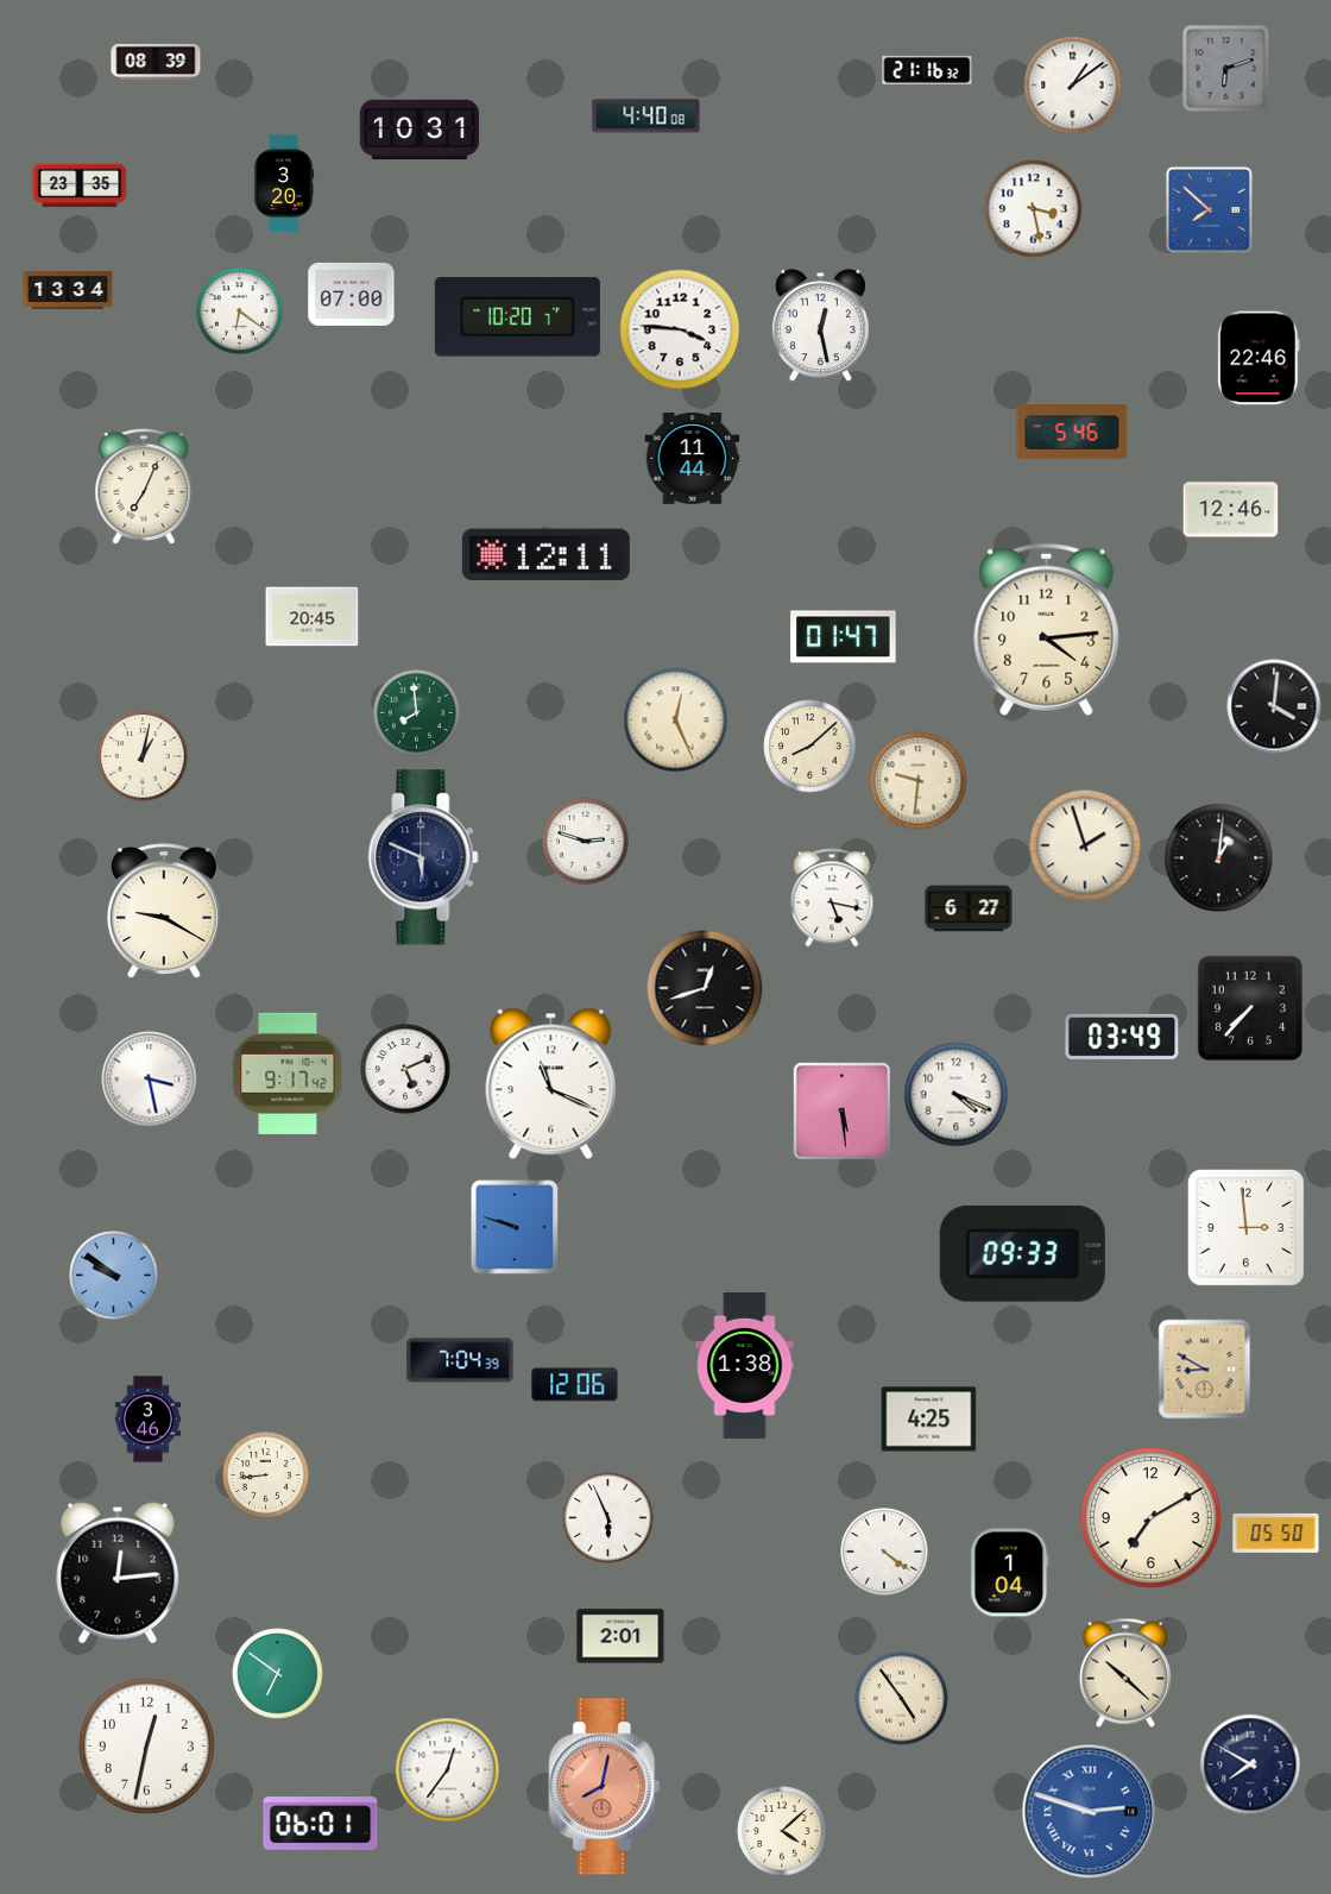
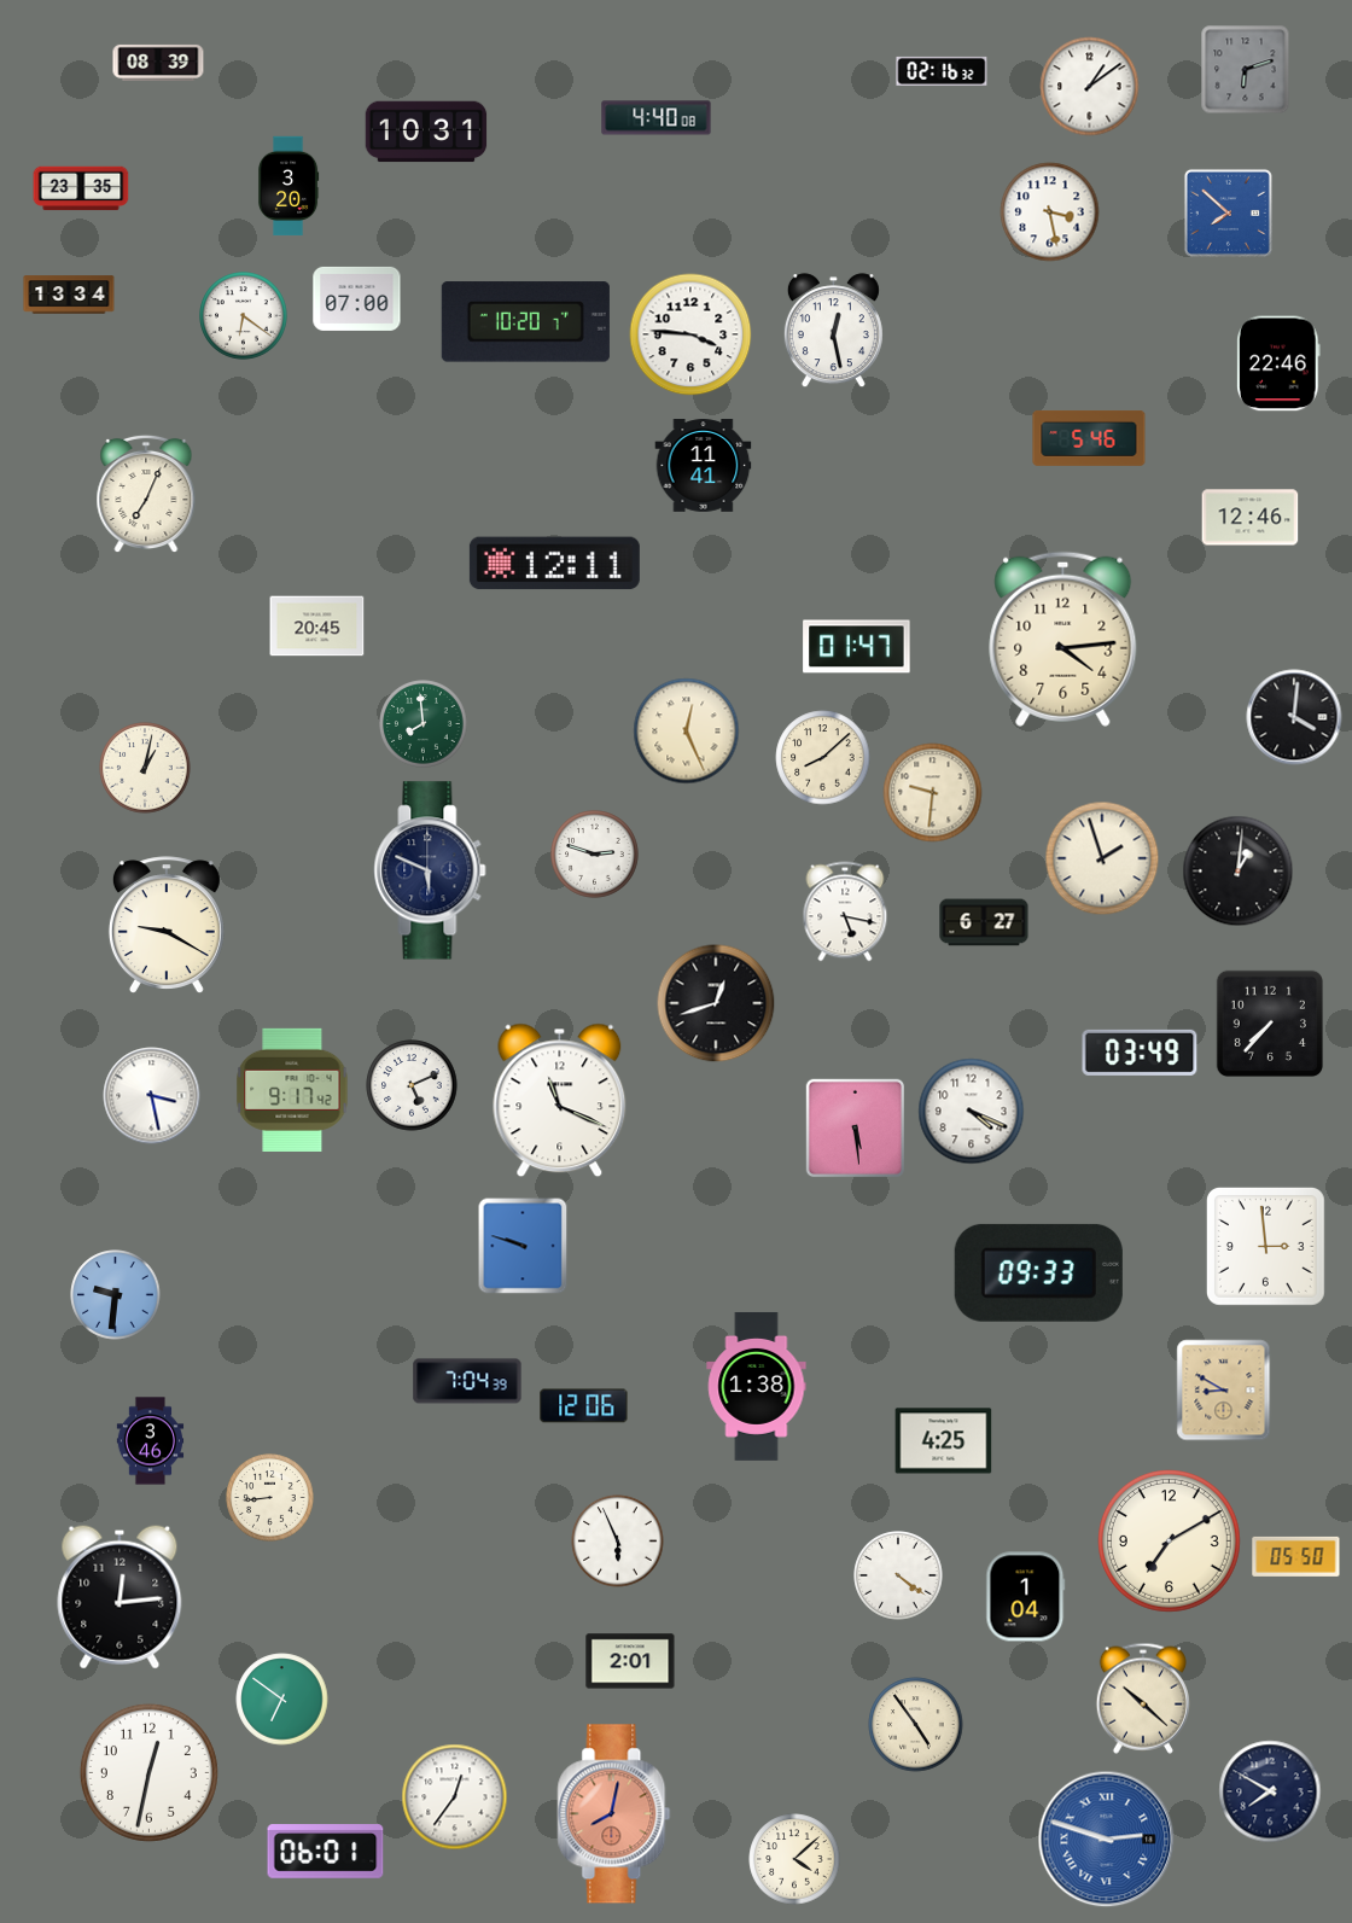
clock at (927, 70): 21:16 -> 02:16
clock at (693, 459): 11:44 -> 11:41
clock at (114, 1276): 9:51 -> 9:31
